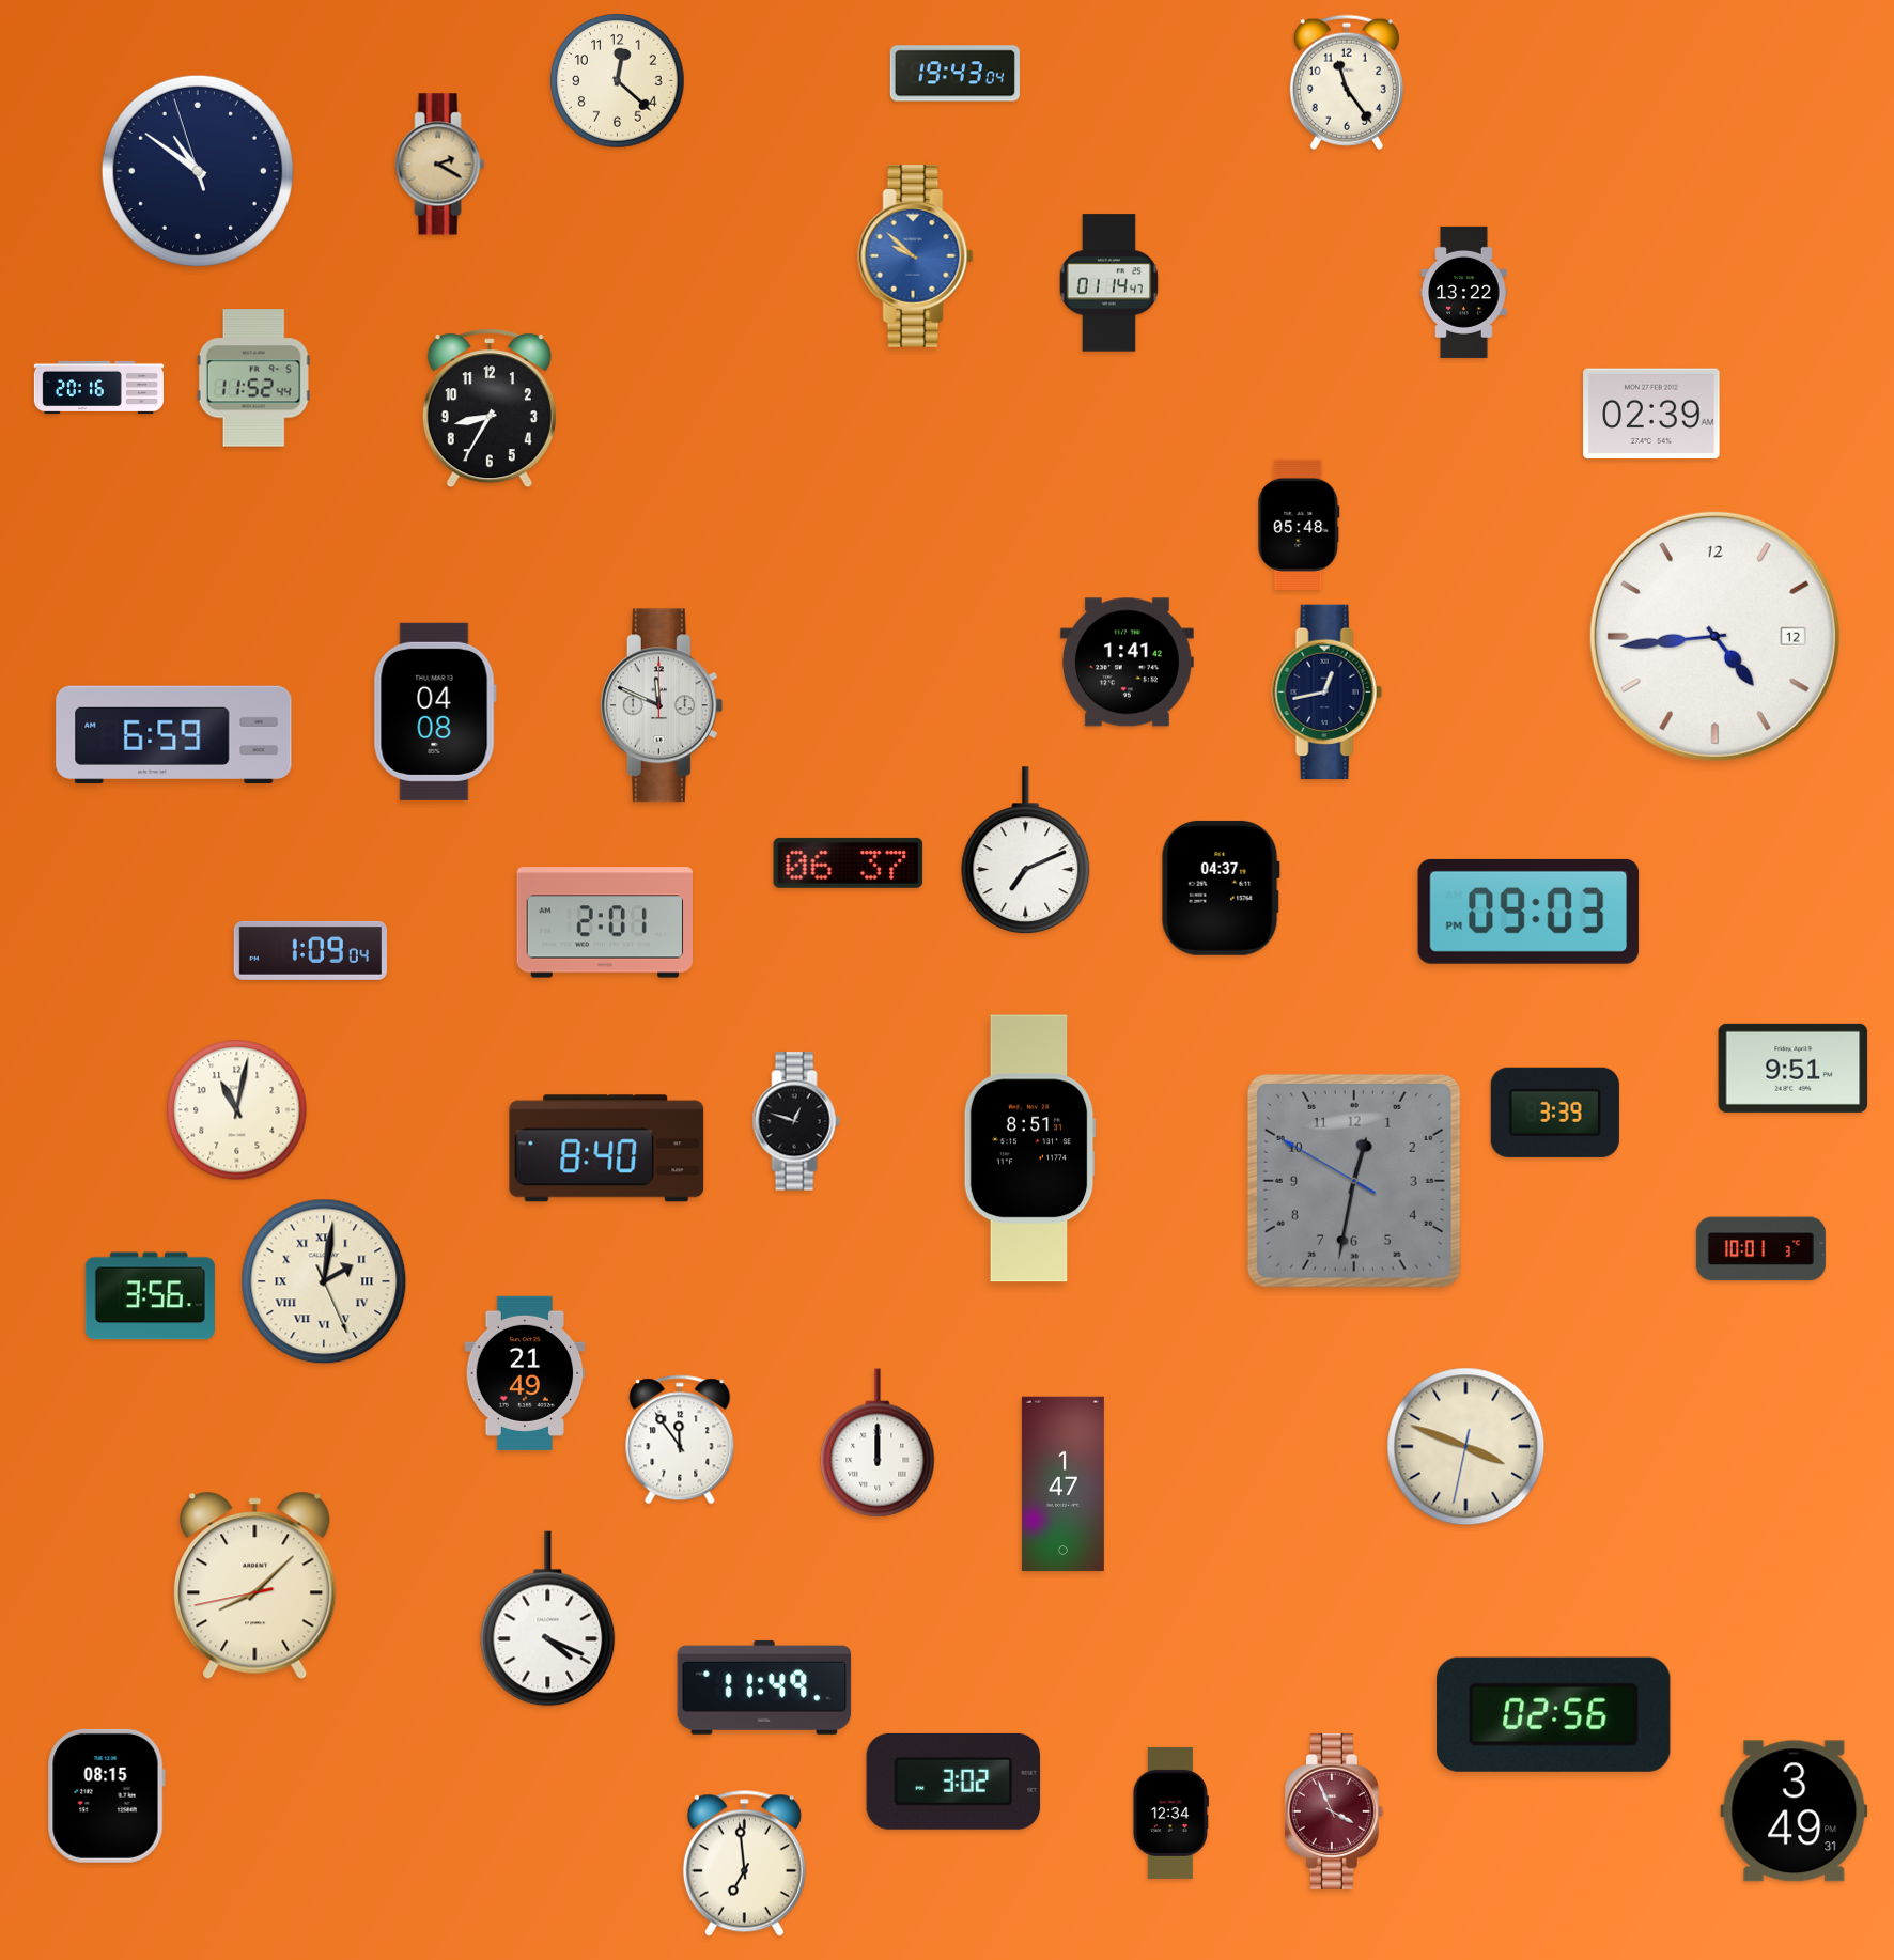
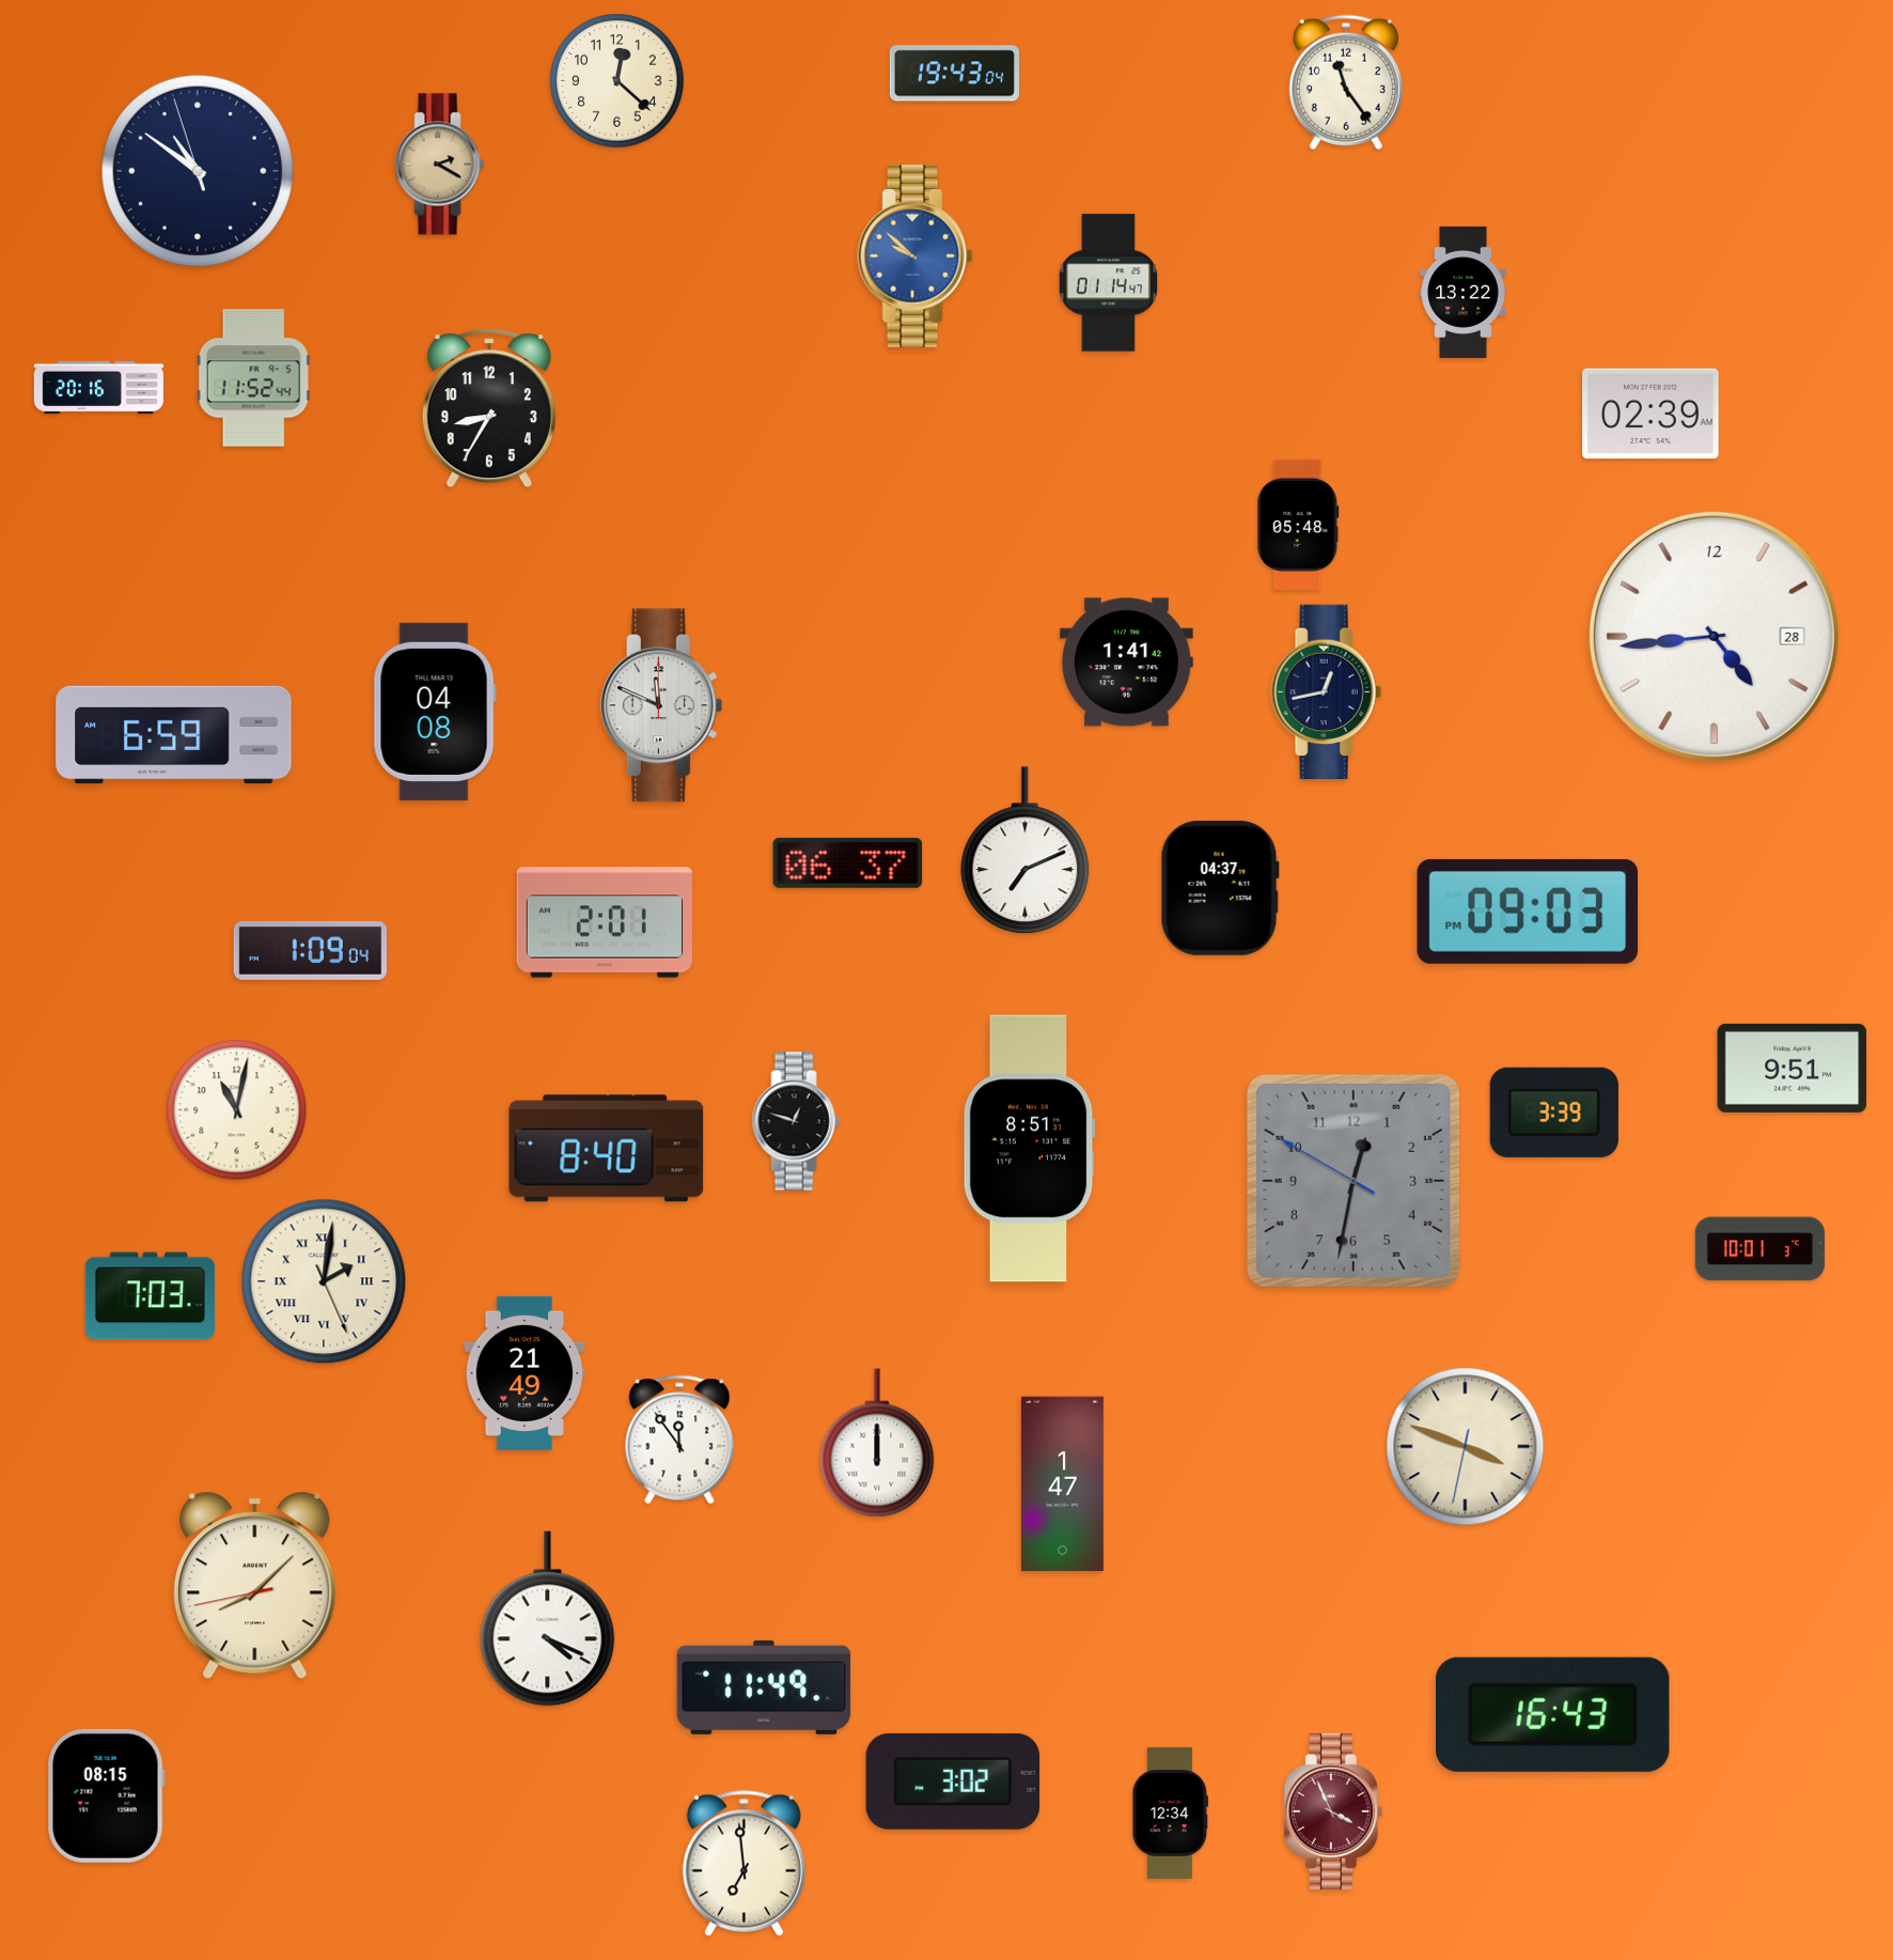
clock at (1714, 636) date: 12 -> 28
clock at (150, 1296): 3:56 -> 7:03
clock at (1553, 1714): 02:56 -> 16:43
clock at (1795, 1811): 3:49 -> none
